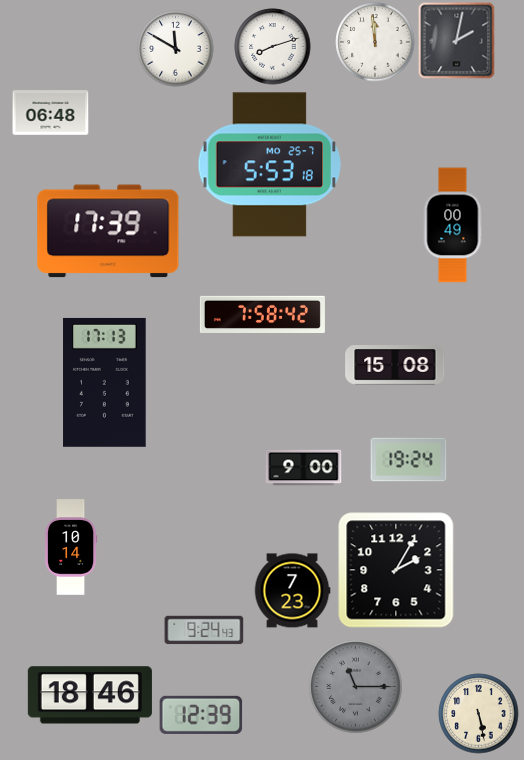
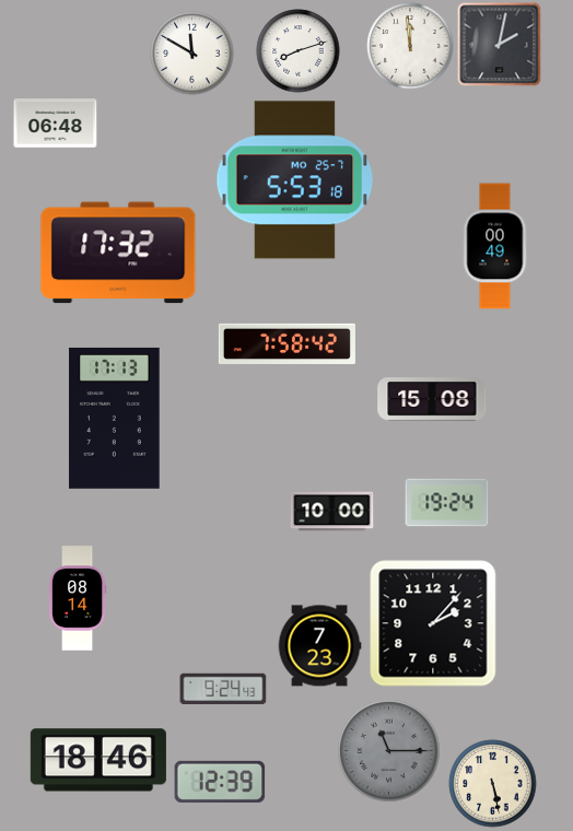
clock at (108, 231): 17:39 -> 17:32
clock at (304, 468): 9:00 -> 10:00
clock at (71, 547): 10:14 -> 08:14
clock at (396, 570): 2:05 -> 2:07
clock at (479, 714) position: (479, 714) -> (493, 784)
